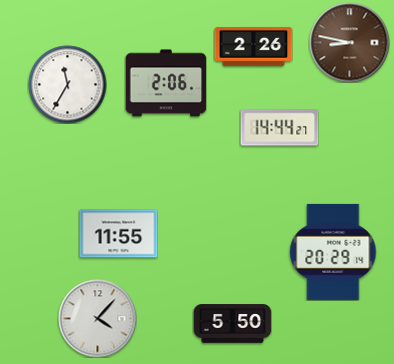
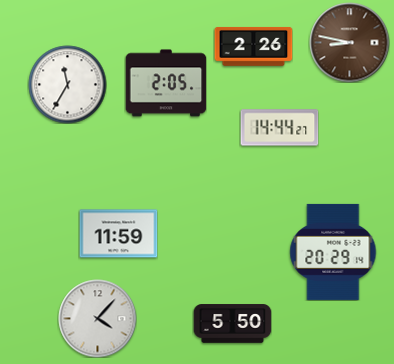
clock at (166, 83): 2:06 -> 2:05
clock at (118, 234): 11:55 -> 11:59
